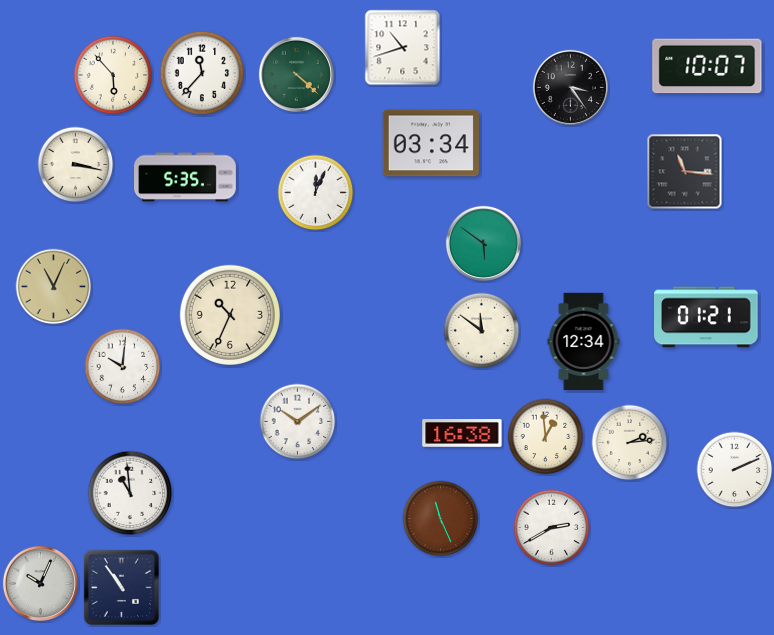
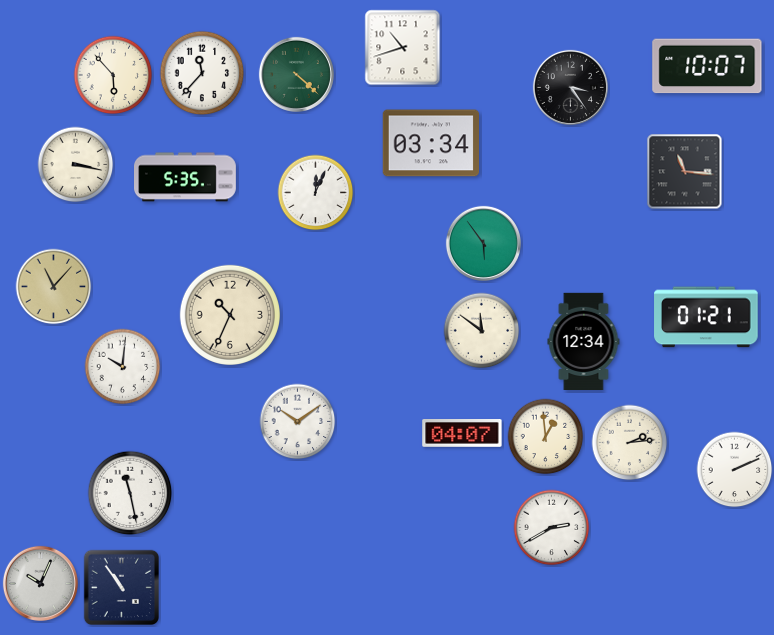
clock at (483, 243): 5:51 -> 5:54
clock at (54, 287): 11:04 -> 11:07
clock at (462, 433): 16:38 -> 04:07
clock at (130, 493): 10:59 -> 11:28
clock at (441, 519): 11:26 -> none
